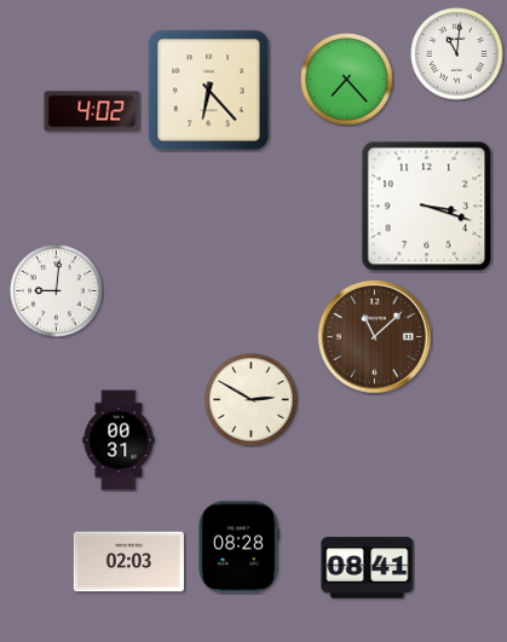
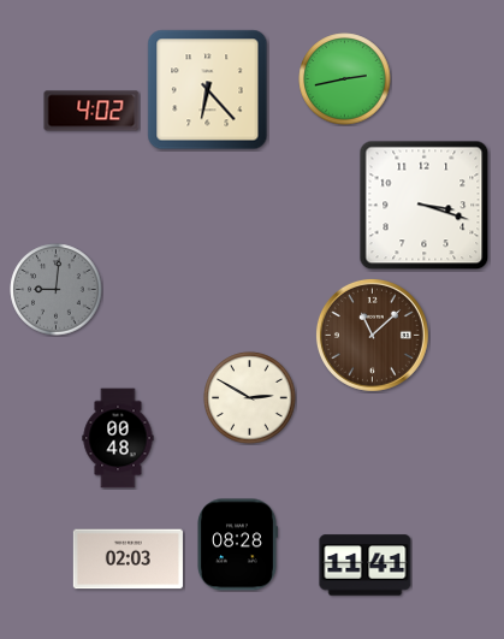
clock at (457, 54): 11:01 -> none
clock at (347, 80): 7:23 -> 2:43
clock at (57, 291) dial: white -> grey
clock at (119, 440): 00:31 -> 00:48
clock at (368, 568): 08:41 -> 11:41
